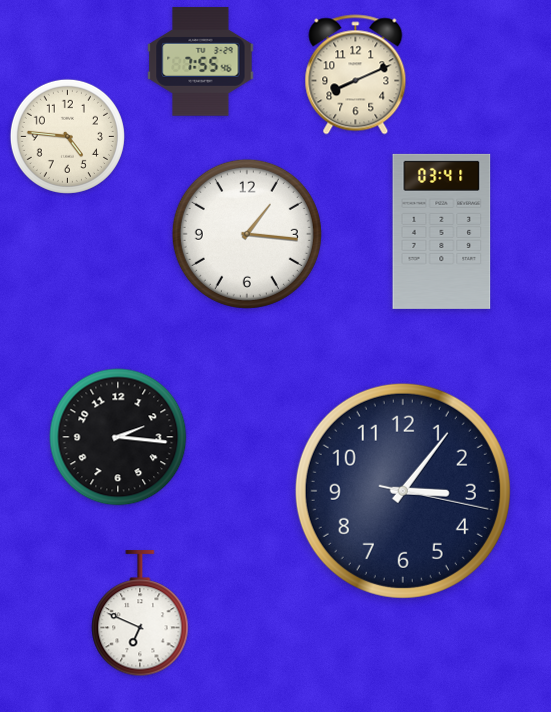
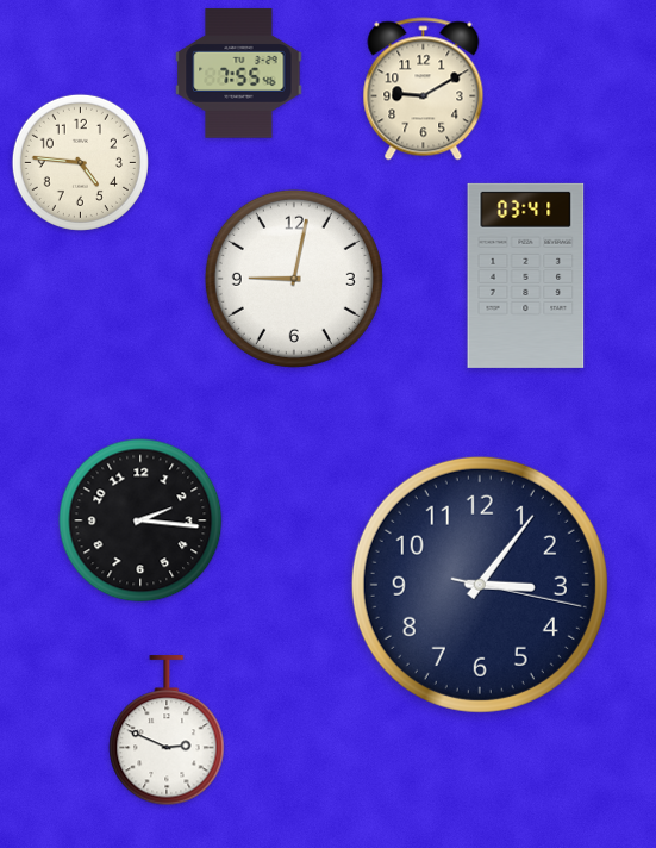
clock at (356, 75): 8:11 -> 9:10
clock at (247, 234): 1:16 -> 9:02
clock at (140, 614): 6:49 -> 2:49
